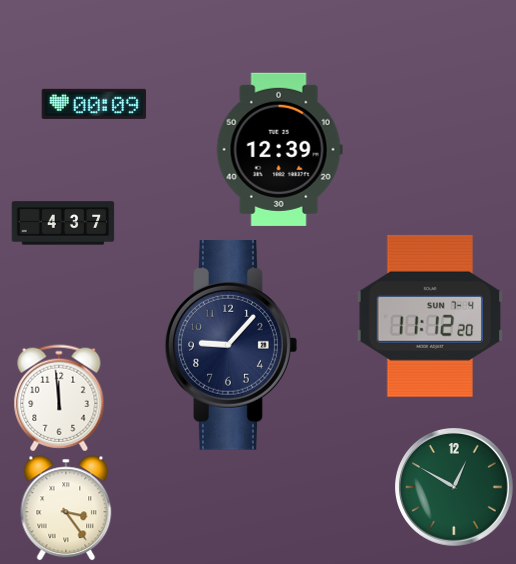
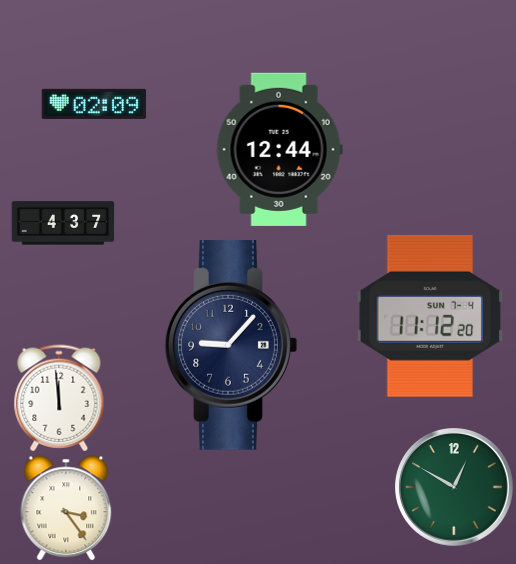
clock at (94, 104): 00:09 -> 02:09
clock at (279, 149): 12:39 -> 12:44
